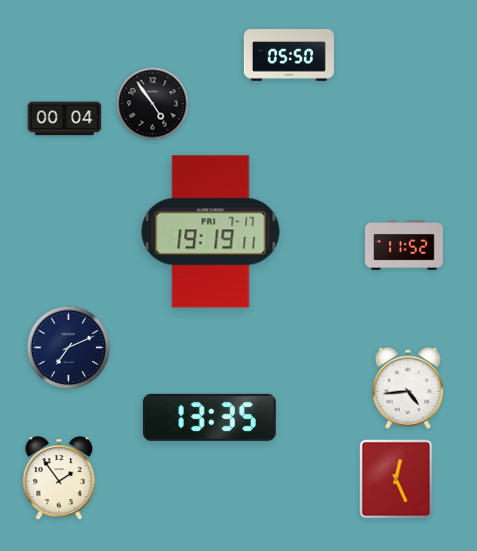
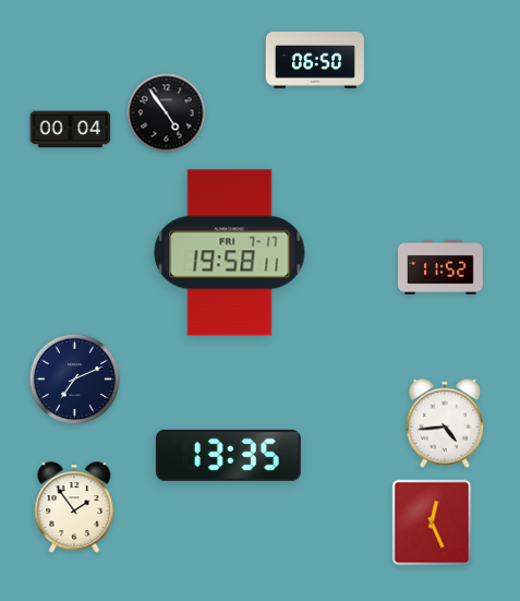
clock at (289, 55): 05:50 -> 06:50
clock at (211, 232): 19:19 -> 19:58
clock at (59, 478) position: (59, 478) -> (74, 507)
